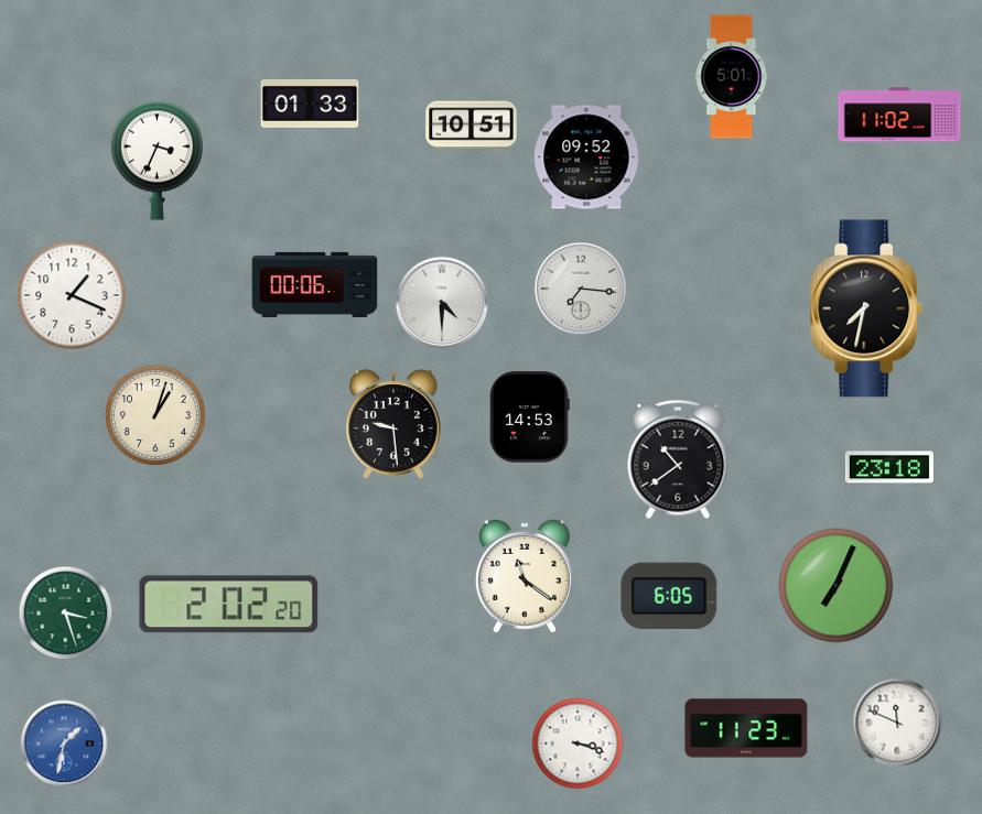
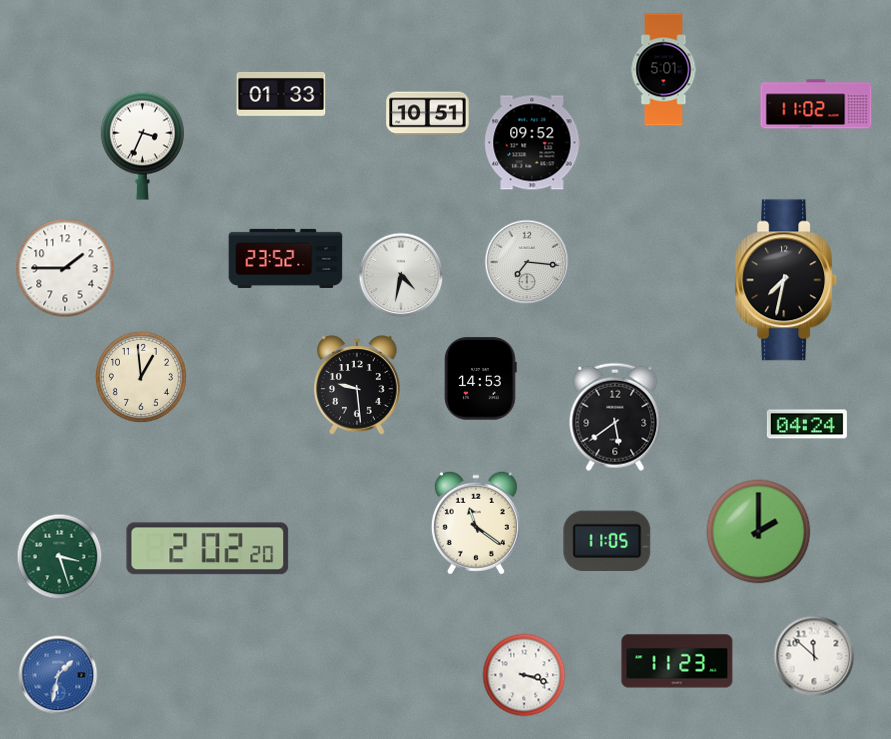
clock at (315, 284): 00:06 -> 23:52
clock at (72, 295): 1:19 -> 1:45
clock at (442, 303): 4:30 -> 4:32
clock at (155, 415): 1:03 -> 12:59
clock at (678, 459): 10:39 -> 5:39
clock at (889, 467): 23:18 -> 04:24
clock at (837, 586): 7:04 -> 2:00
clock at (669, 596): 6:05 -> 11:05
clock at (897, 723): 11:49 -> 11:52
